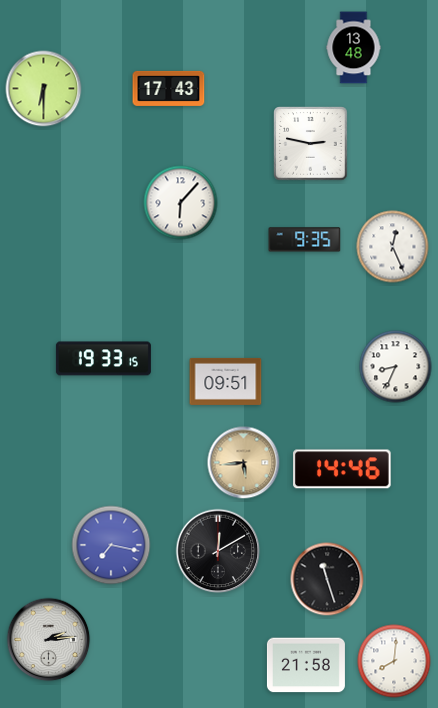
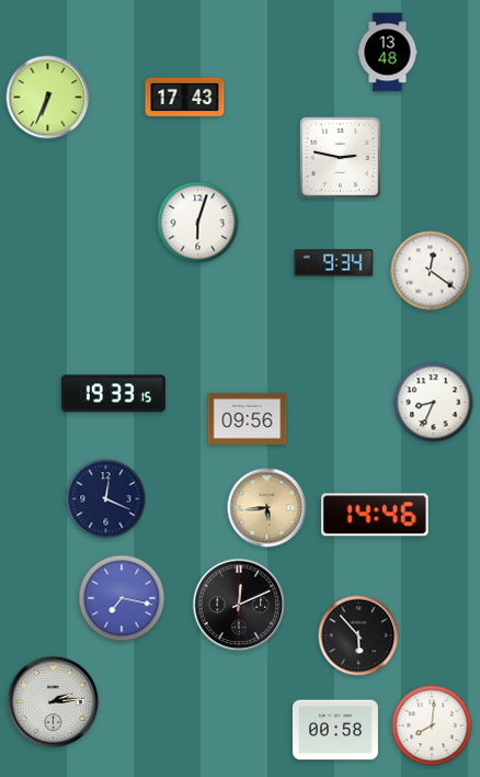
clock at (44, 89): 6:30 -> 6:34
clock at (181, 203): 6:07 -> 6:03
clock at (305, 240): 9:35 -> 9:34
clock at (393, 247): 12:26 -> 12:21
clock at (226, 381): 09:51 -> 09:56
clock at (106, 499): none -> 12:19
clock at (218, 551): 12:10 -> 12:11
clock at (327, 579): 11:27 -> 5:53
clock at (306, 665): 21:58 -> 00:58
